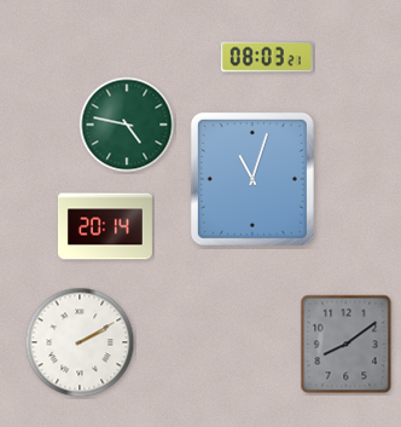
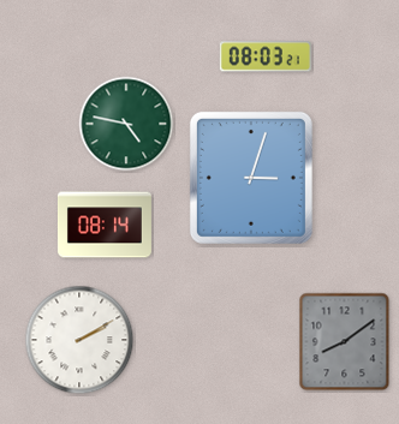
clock at (252, 179): 11:03 -> 3:03
clock at (105, 226): 20:14 -> 08:14
